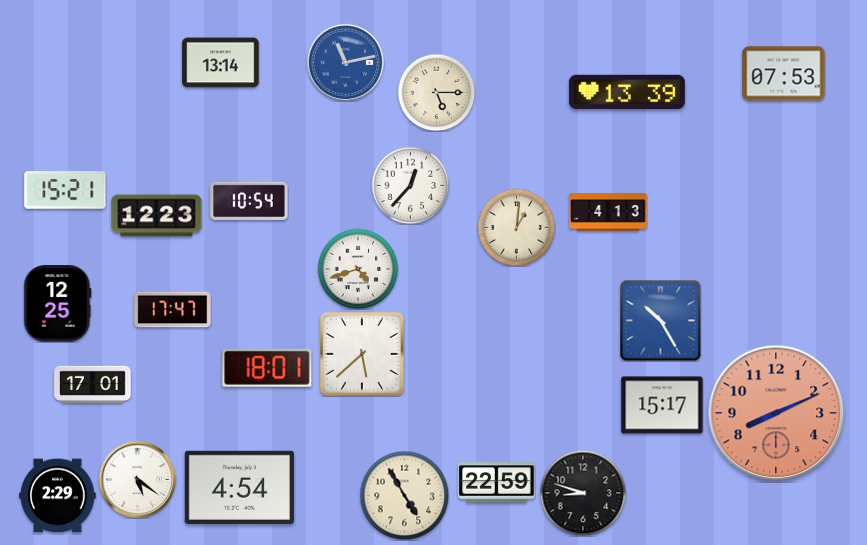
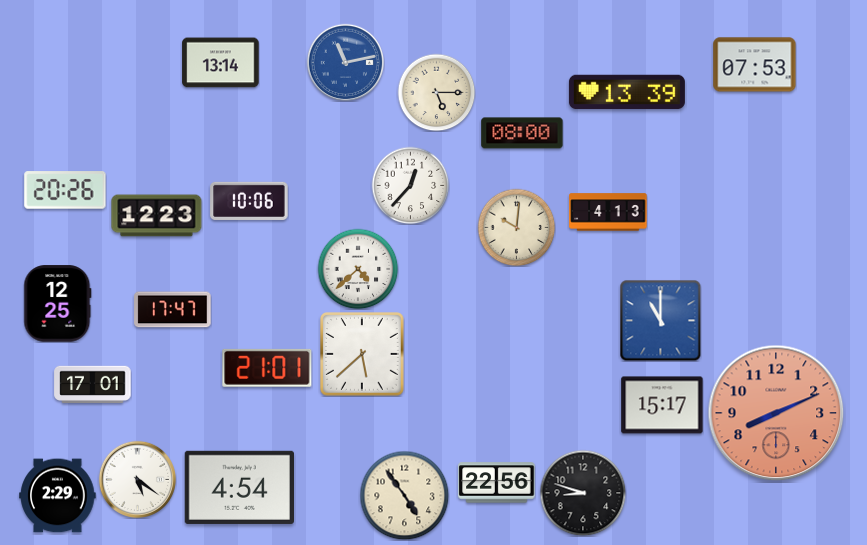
clock at (784, 74) position: (784, 74) -> (755, 65)
clock at (522, 133): none -> 08:00
clock at (65, 190): 15:21 -> 20:26
clock at (249, 201): 10:54 -> 10:06
clock at (516, 227): 1:01 -> 10:01
clock at (358, 269): 4:42 -> 4:38
clock at (660, 320): 10:25 -> 11:00
clock at (267, 368): 18:01 -> 21:01
clock at (497, 483): 22:59 -> 22:56
clock at (404, 495): 4:55 -> 4:54
